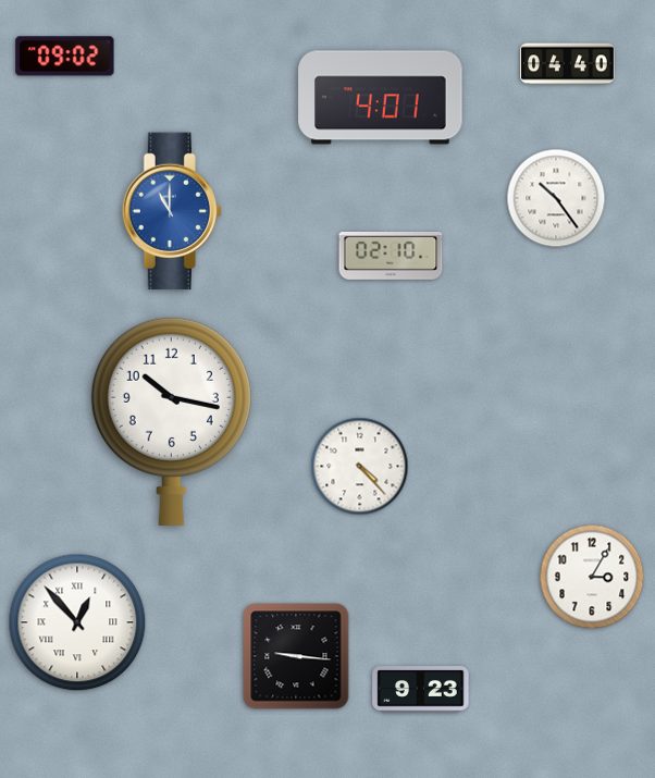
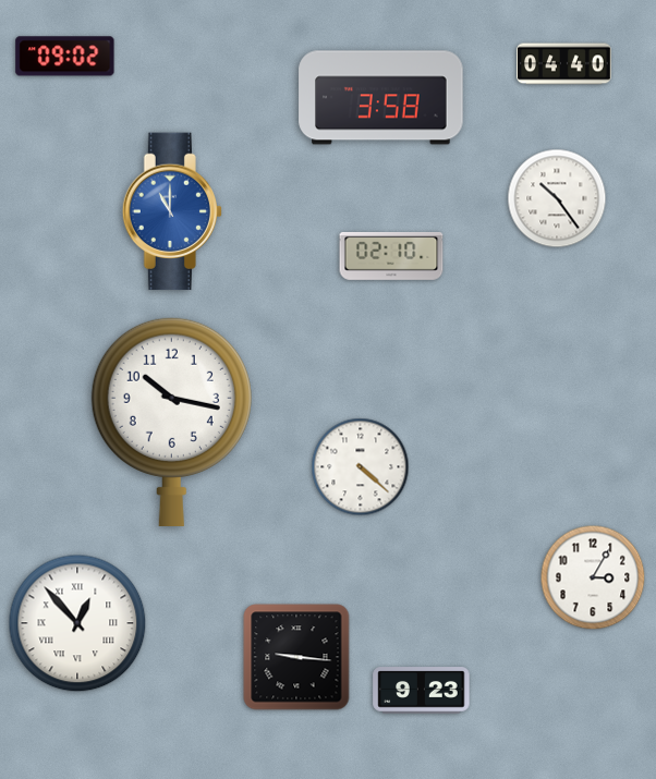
clock at (568, 64) position: (568, 64) -> (564, 64)
clock at (381, 98): 4:01 -> 3:58
clock at (360, 467): 4:23 -> 4:22
